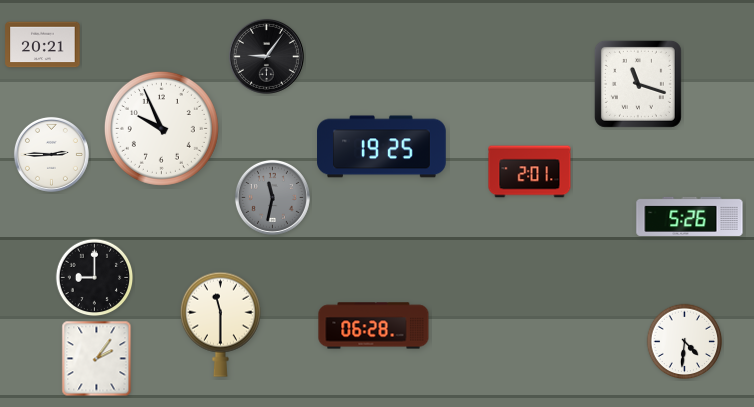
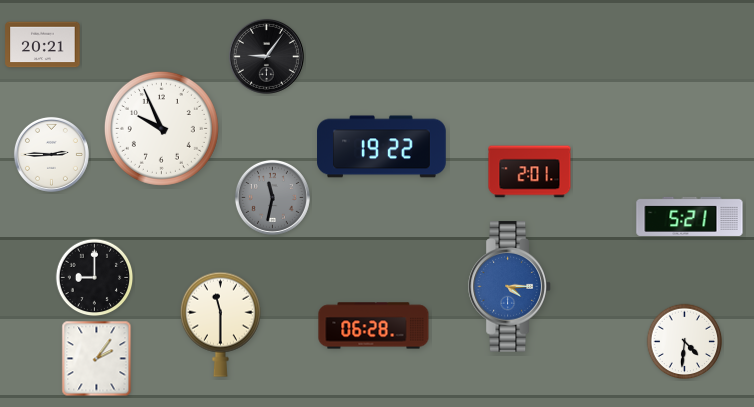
clock at (638, 84): 11:18 -> none
clock at (382, 147): 19:25 -> 19:22
clock at (690, 216): 5:26 -> 5:21
clock at (510, 287): none -> 4:15
